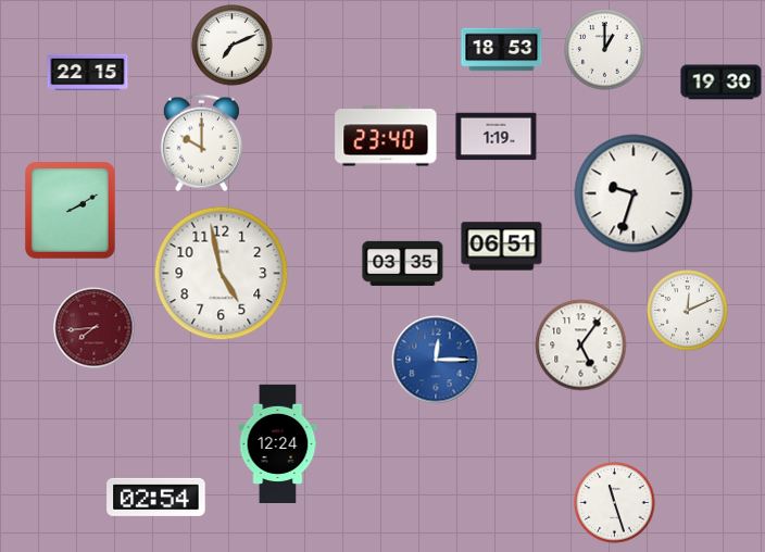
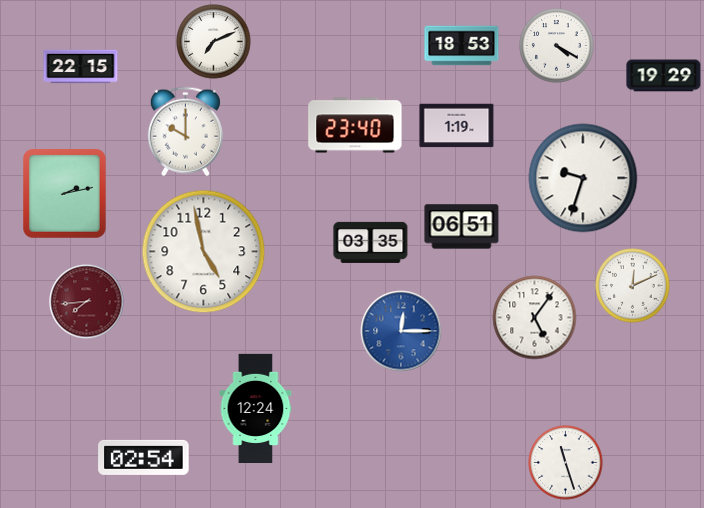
clock at (605, 50): 1:00 -> 4:20
clock at (722, 83): 19:30 -> 19:29
clock at (71, 211): 2:10 -> 2:13
